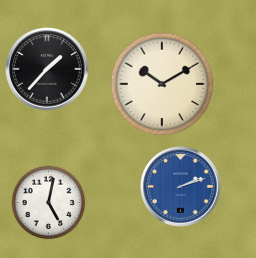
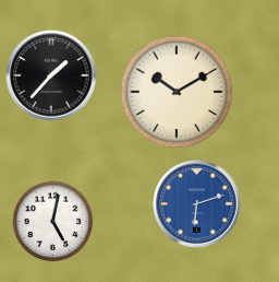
clock at (181, 187): 2:12 -> 6:12
